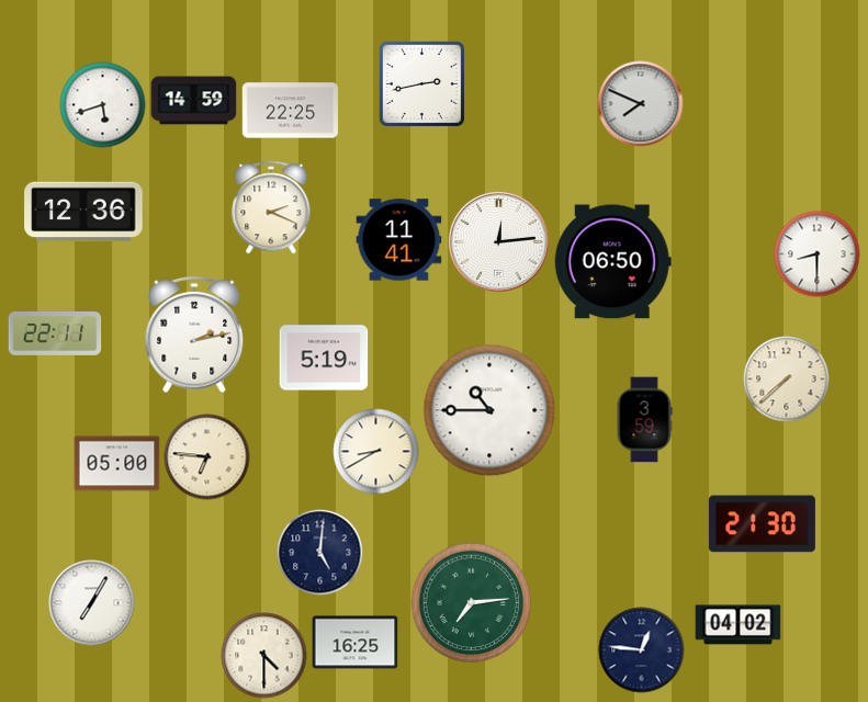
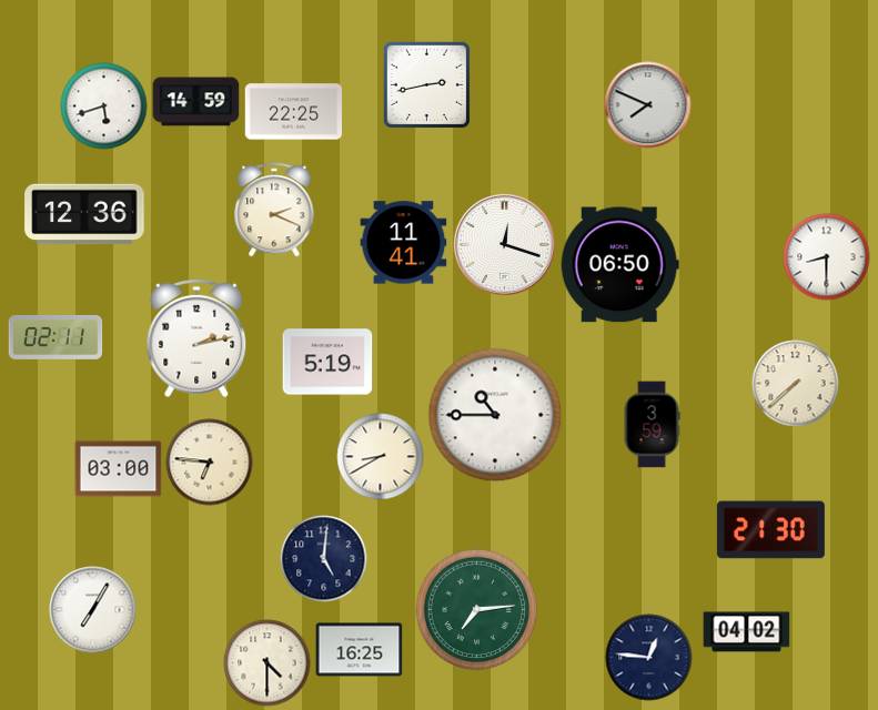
clock at (499, 242): 12:14 -> 12:18
clock at (55, 333): 22:11 -> 02:11
clock at (116, 464): 05:00 -> 03:00
